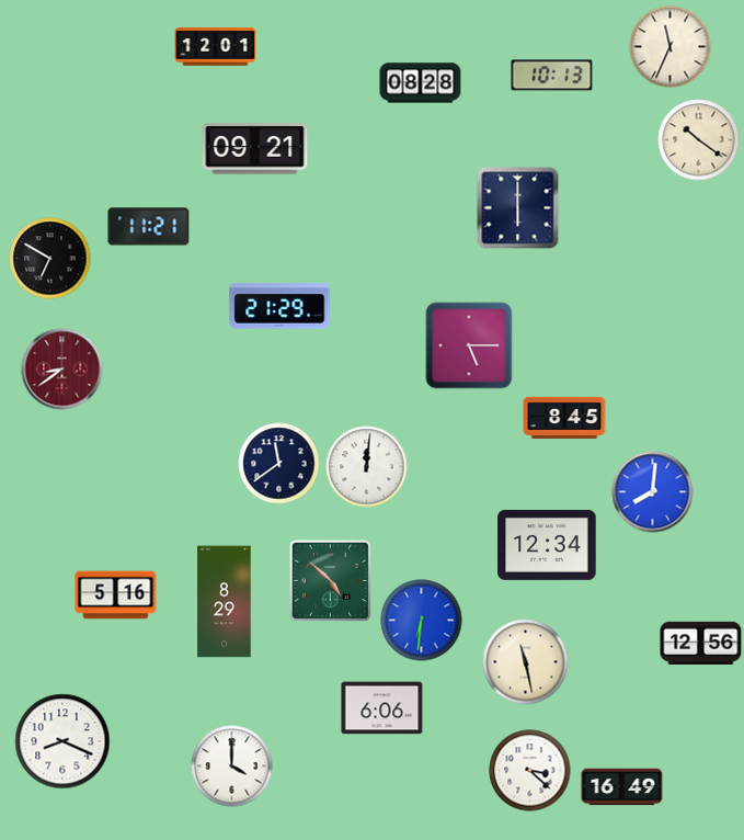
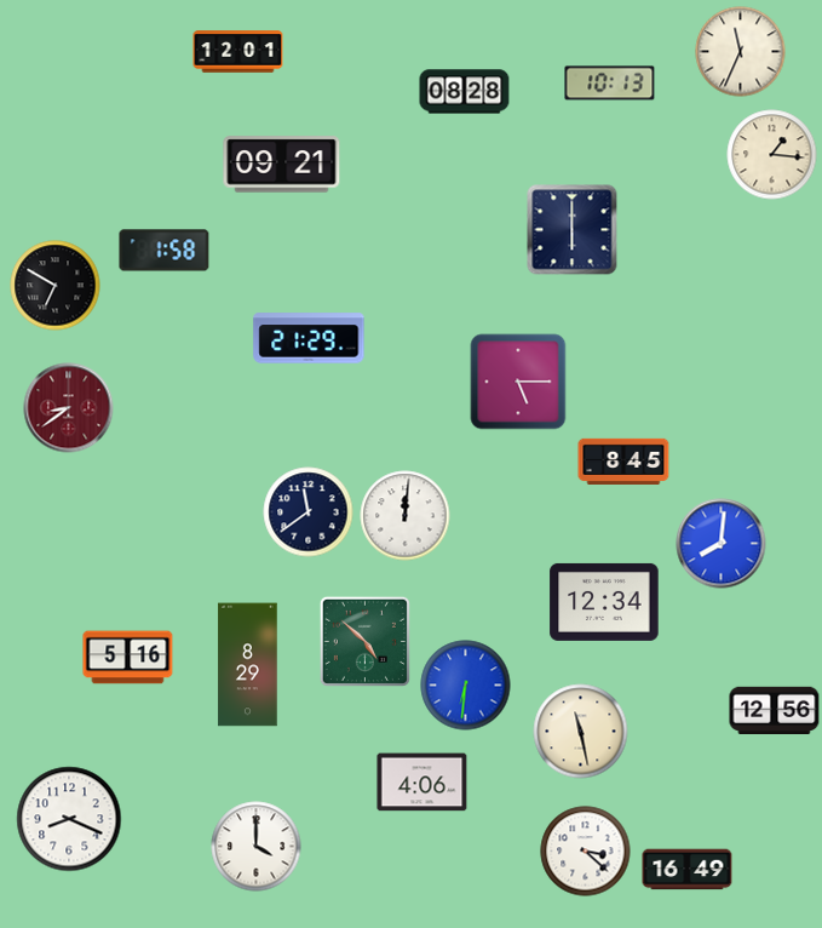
clock at (699, 140): 10:21 -> 1:16
clock at (149, 227): 11:21 -> 1:58
clock at (382, 708): 6:06 -> 4:06
